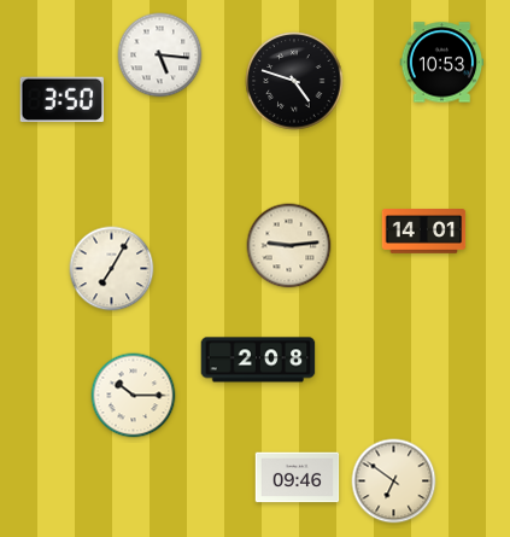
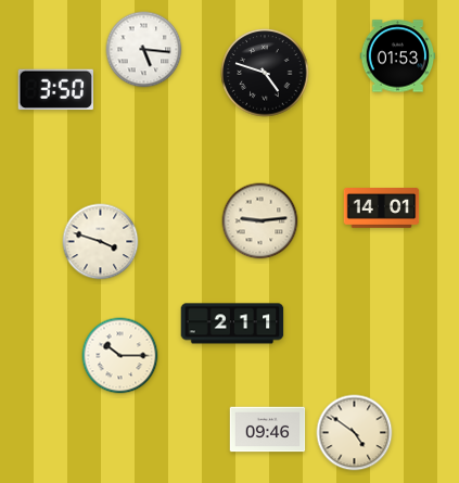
clock at (442, 63): 10:53 -> 01:53
clock at (112, 269): 7:05 -> 3:48
clock at (258, 360): 2:08 -> 2:11
clock at (394, 481): 6:51 -> 4:51
